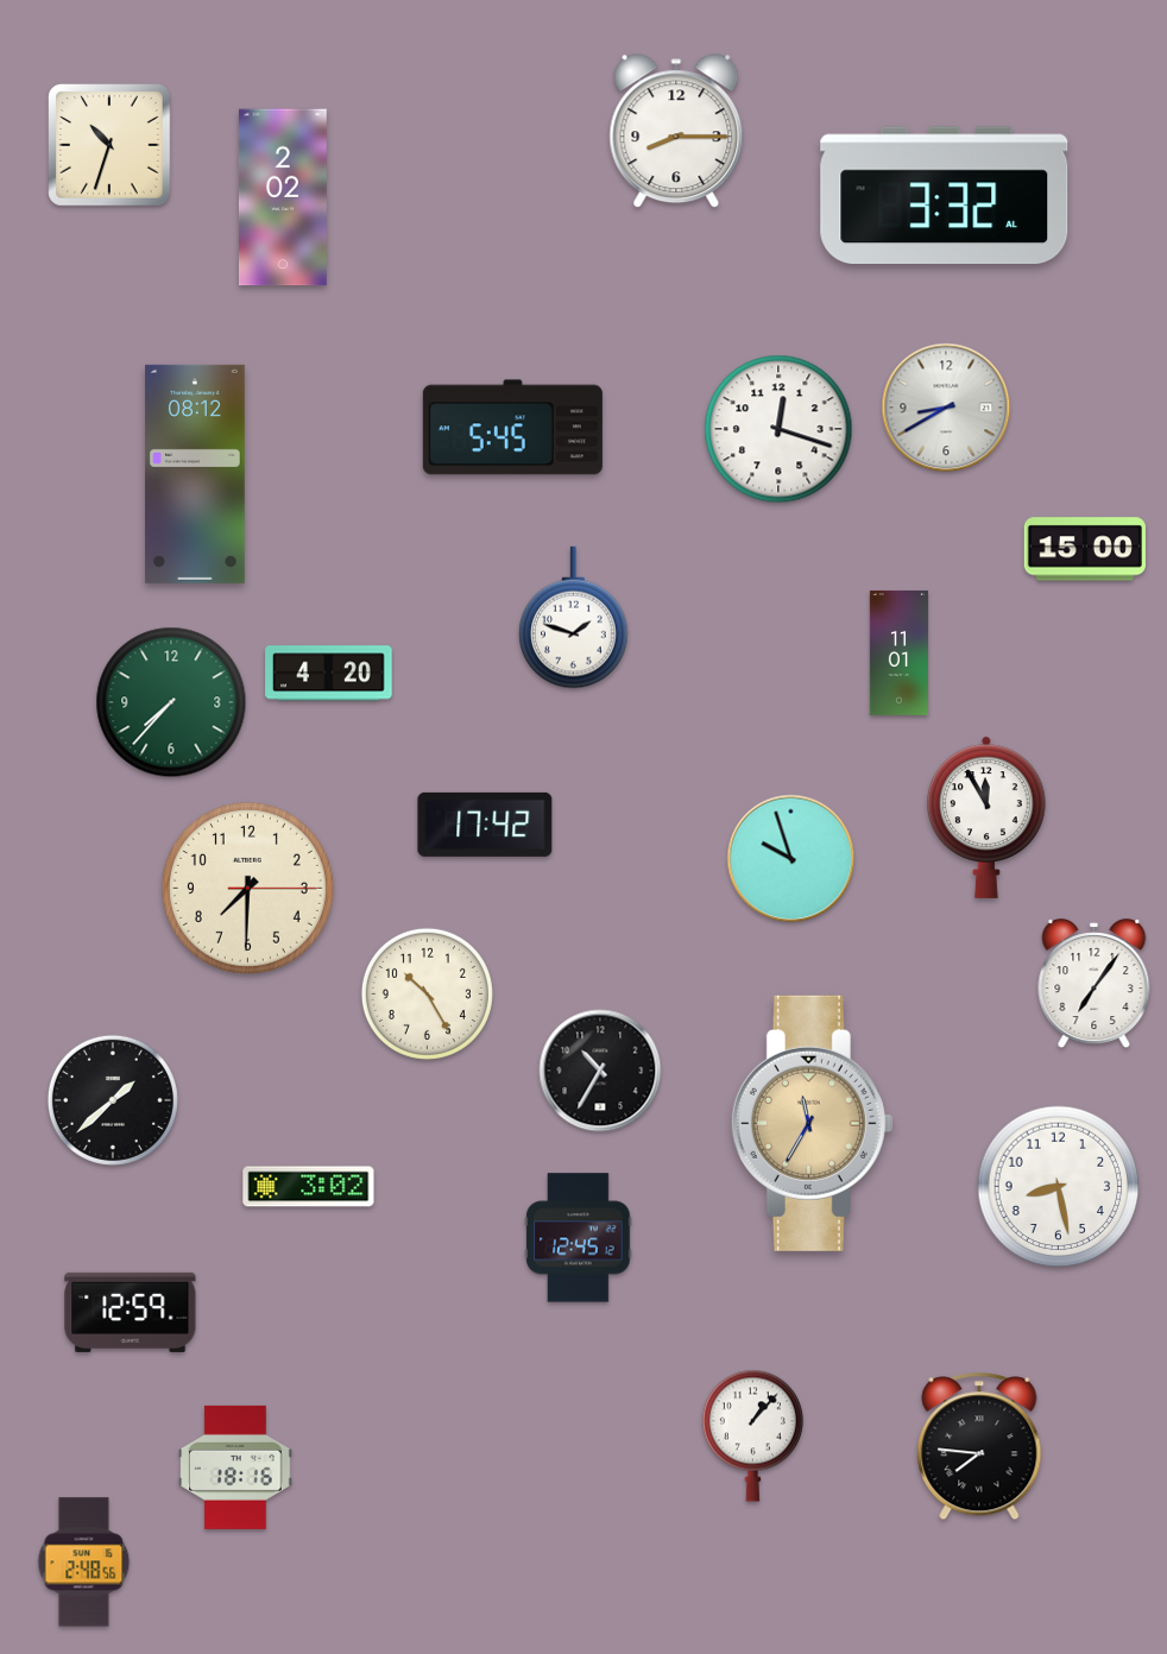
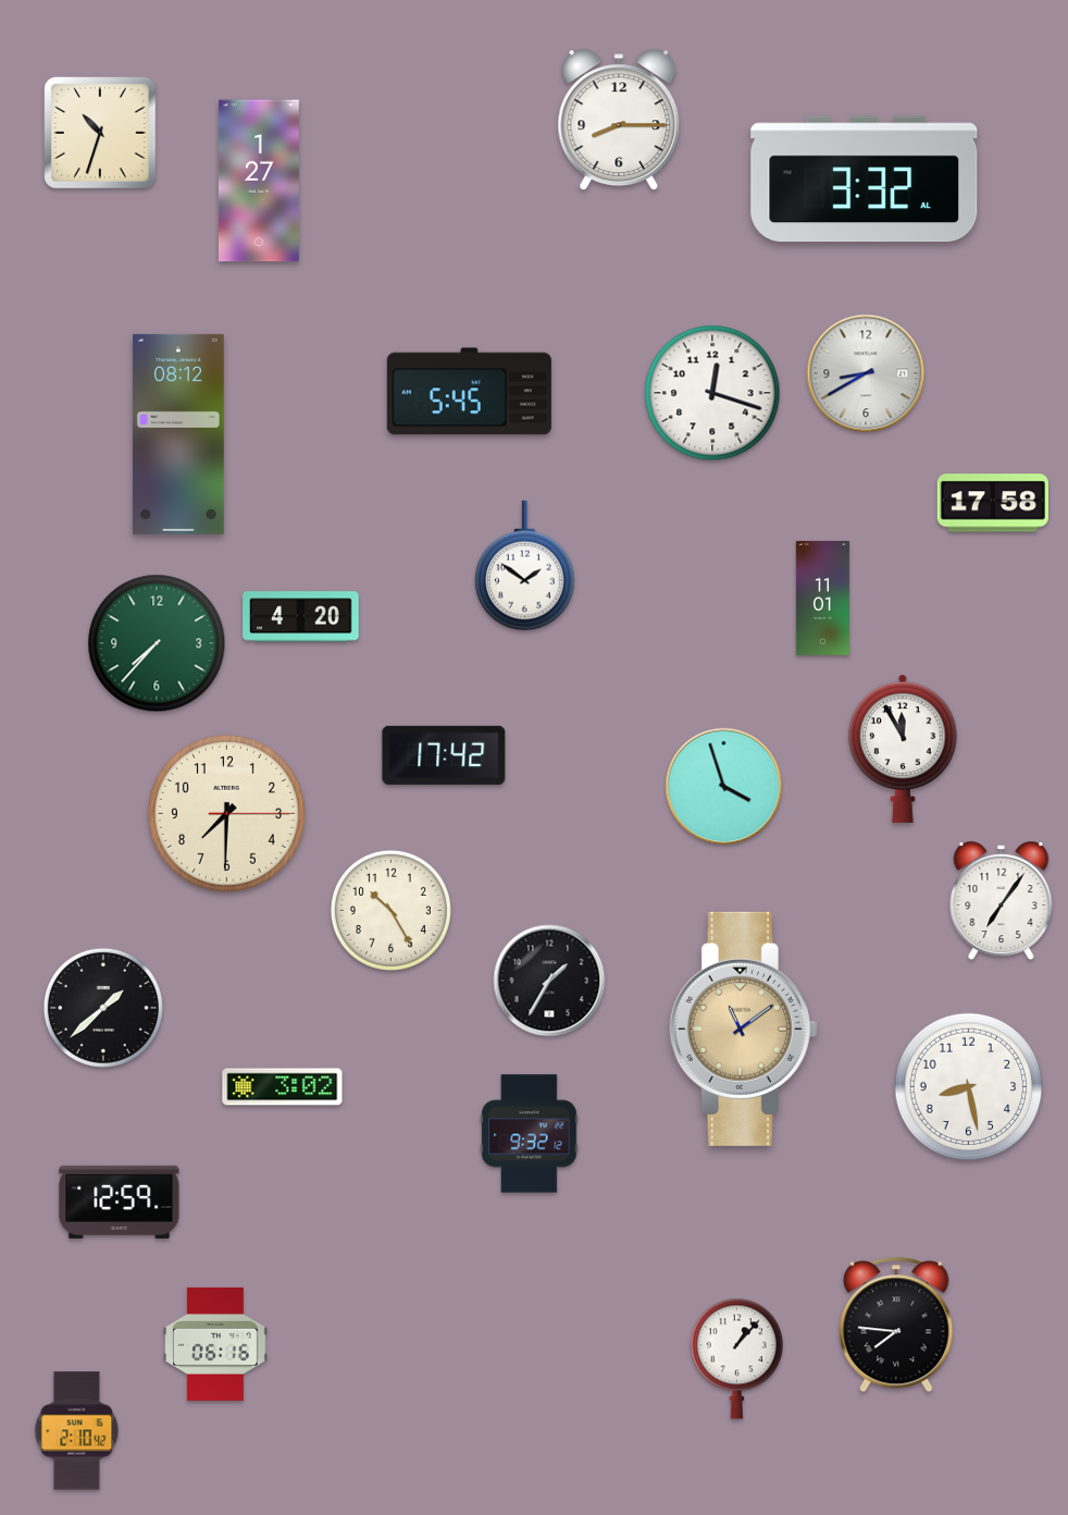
clock at (283, 197): 2:02 -> 1:27
clock at (1085, 549): 15:00 -> 17:58
clock at (574, 618): 1:48 -> 1:51
clock at (791, 859): 9:57 -> 3:57
clock at (600, 1071): 10:35 -> 1:35
clock at (812, 1123): 11:35 -> 11:09
clock at (579, 1238): 12:45 -> 9:32
clock at (752, 1435) position: (752, 1435) -> (736, 1358)
clock at (235, 1467): 18:16 -> 06:16
clock at (84, 1563): 2:48 -> 2:10
